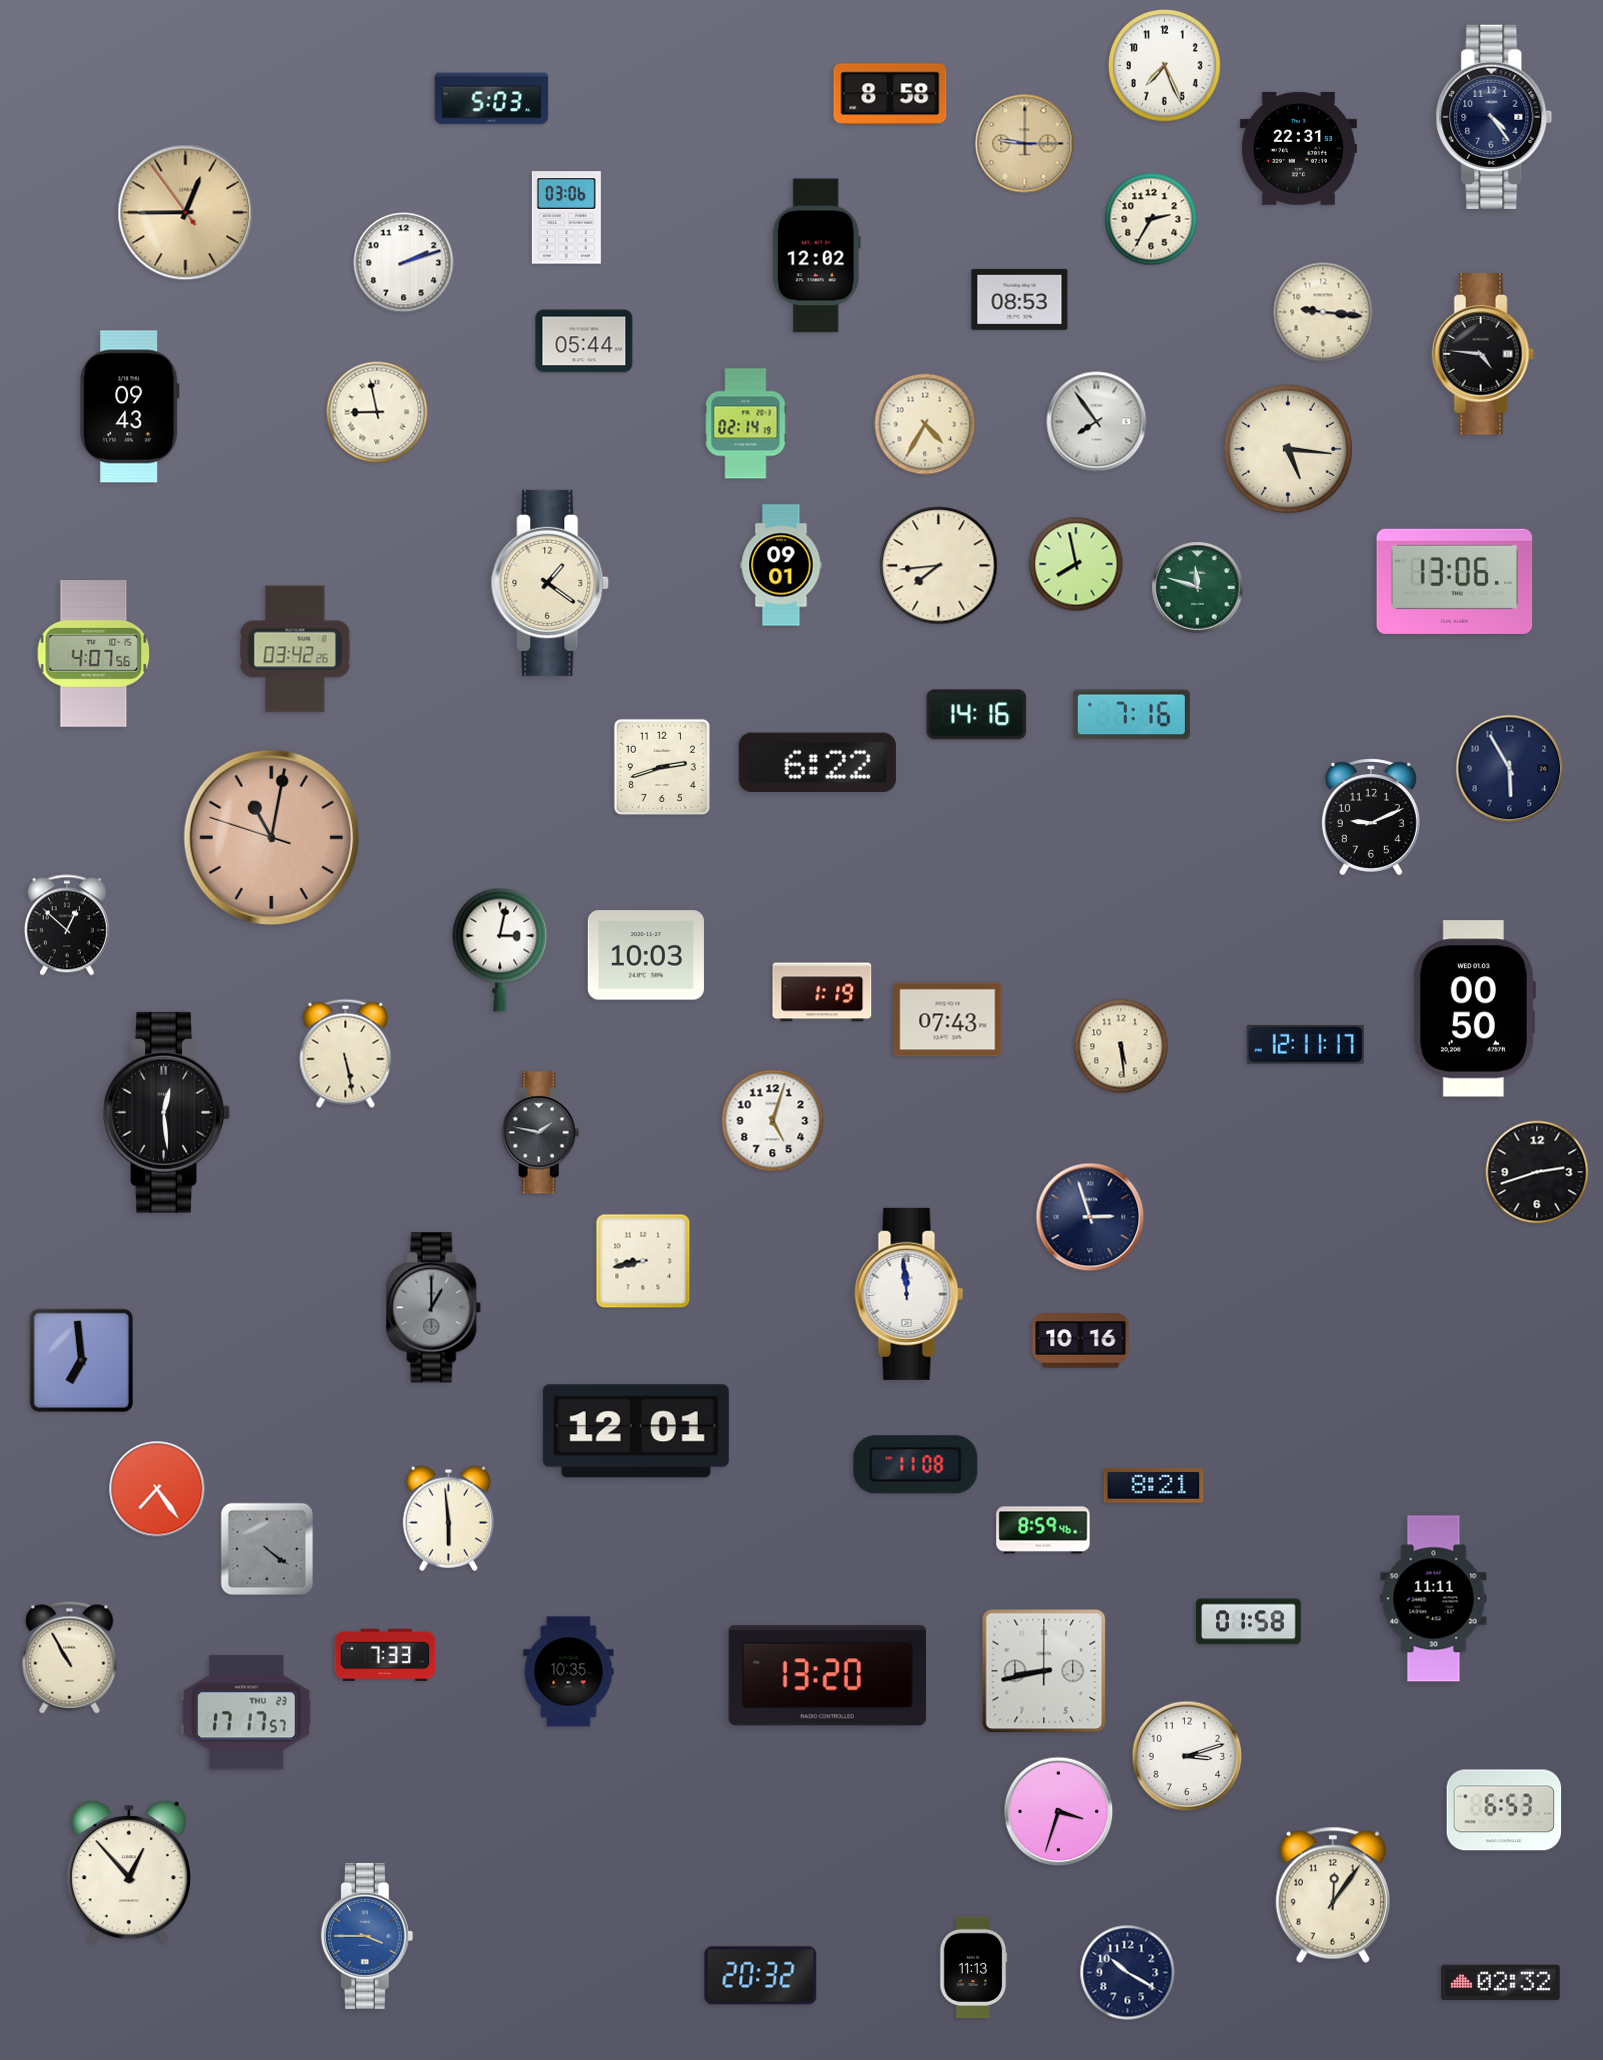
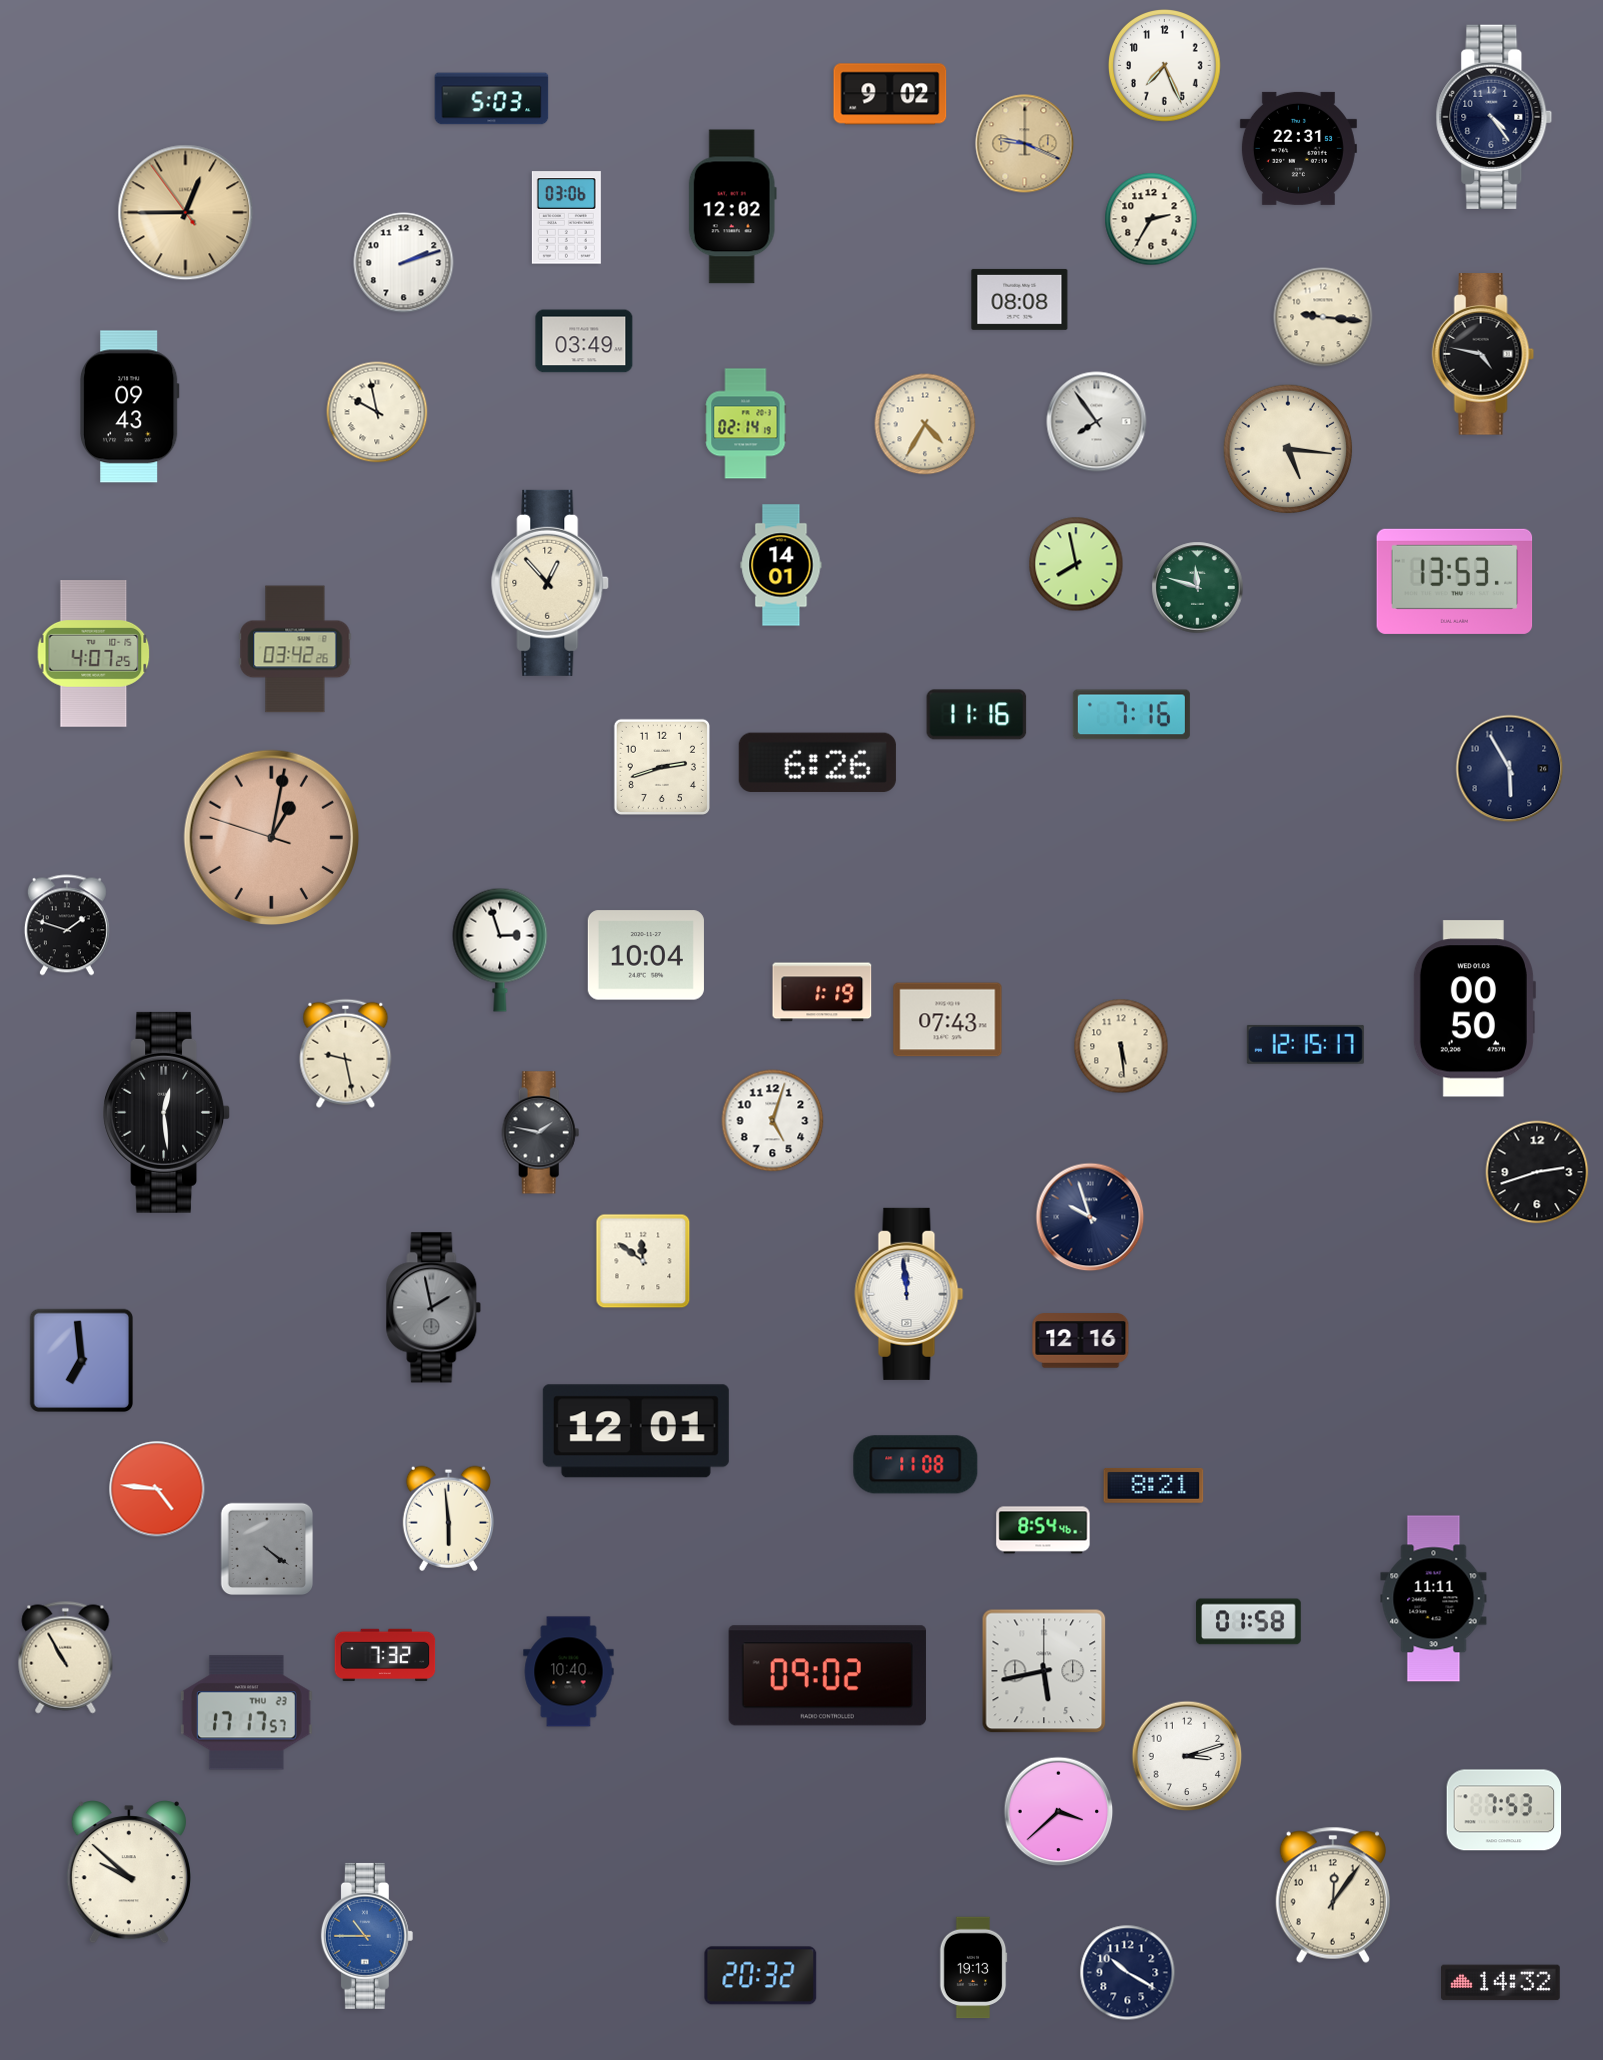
clock at (890, 94): 8:58 -> 9:02
clock at (1025, 144): 9:15 -> 9:19
clock at (816, 256) position: (816, 256) -> (732, 207)
clock at (1020, 299): 08:53 -> 08:08
clock at (1323, 312) position: (1323, 312) -> (1323, 317)
clock at (584, 341): 05:44 -> 03:49
clock at (1483, 354): 4:46 -> 4:47
clock at (377, 412): 8:58 -> 9:58
clock at (781, 565): 09:01 -> 14:01
clock at (939, 566): 7:44 -> none
clock at (1455, 581): 13:06 -> 13:53
clock at (551, 583): 1:21 -> 12:53
clock at (94, 654): 4:07:56 -> 4:07:25
clock at (977, 715): 14:16 -> 11:16
clock at (817, 762): 6:22 -> 6:26
clock at (1371, 817): 9:11 -> none
clock at (272, 838): 11:01 -> 1:01
clock at (67, 925): 12:52 -> 1:48
clock at (500, 950): 3:02 -> 2:57
clock at (646, 955): 10:03 -> 10:04
clock at (1305, 1044): 12:11 -> 12:15
clock at (346, 1053): 5:28 -> 9:28
clock at (1090, 1217): 2:57 -> 9:57
clock at (643, 1261): 8:43 -> 11:51
clock at (434, 1308): 1:00 -> 1:58
clock at (1081, 1341): 10:16 -> 12:16
clock at (157, 1489): 7:24 -> 4:46
clock at (1043, 1530): 8:59 -> 8:54
clock at (385, 1655): 7:33 -> 7:32
clock at (70, 1658) position: (70, 1658) -> (66, 1658)
clock at (1044, 1671): 8:43 -> 5:43
clock at (569, 1672): 10:35 -> 10:40
clock at (827, 1676): 13:20 -> 09:02
clock at (1504, 1810): 6:53 -> 7:53
clock at (1059, 1812): 3:33 -> 3:38
clock at (129, 1872): 12:53 -> 9:52
clock at (367, 1936): 3:45 -> 10:45
clock at (973, 1968): 11:13 -> 19:13
clock at (1501, 1983): 02:32 -> 14:32
